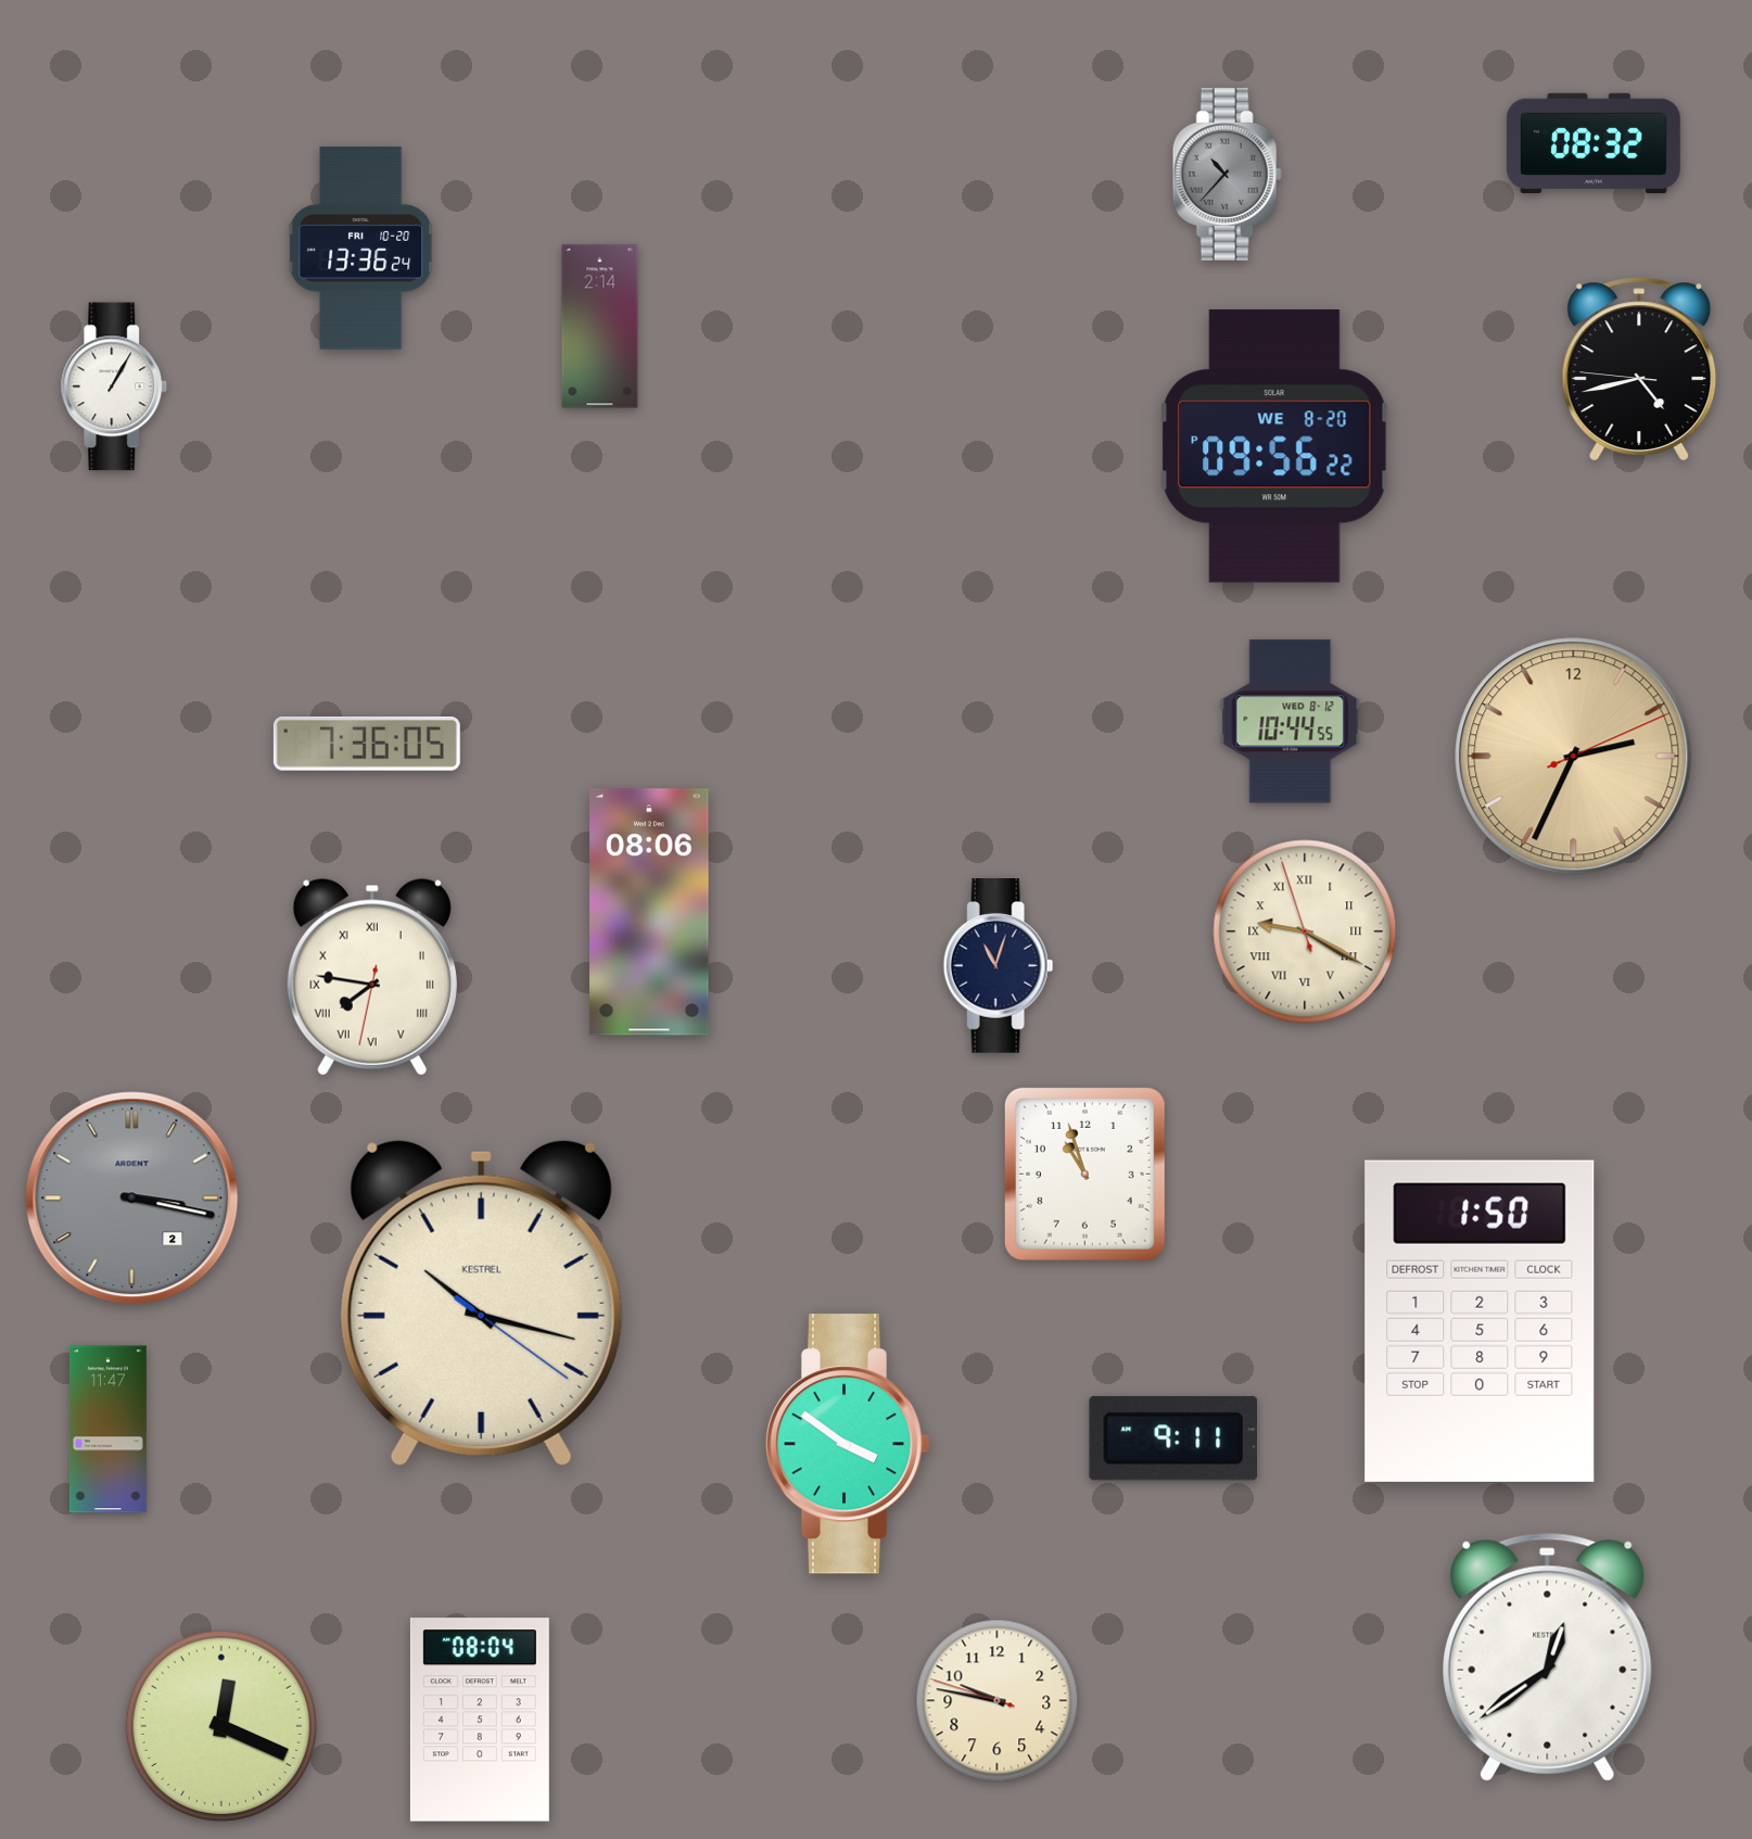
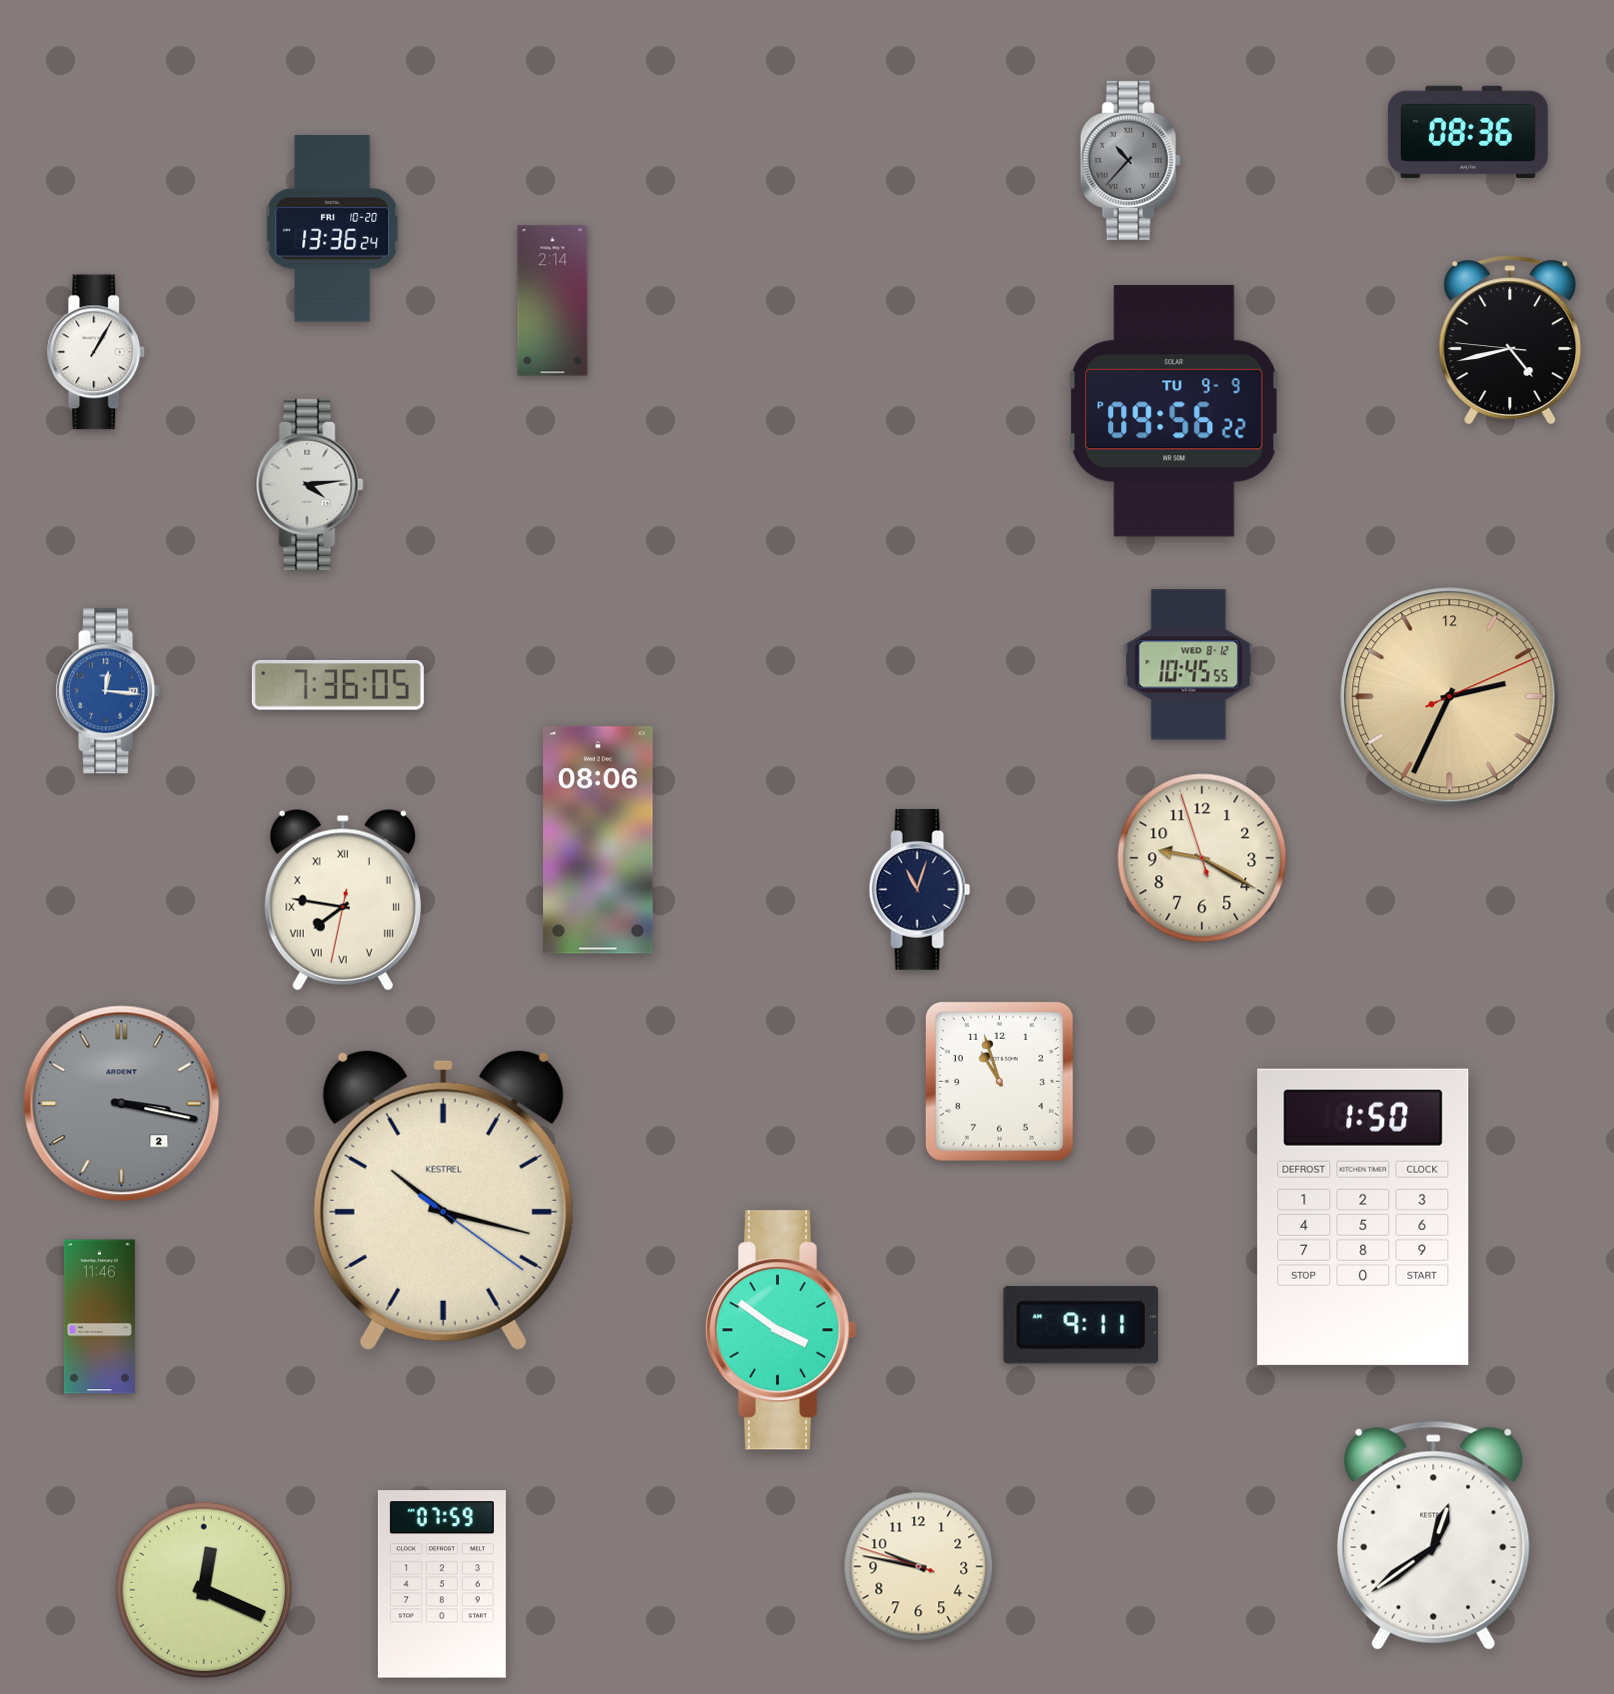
clock at (1594, 143): 08:32 -> 08:36
clock at (114, 386) position: (114, 386) -> (96, 352)
clock at (1275, 446) date: WE 8-20 -> TU 9-9
clock at (310, 484): none -> 4:14
clock at (1291, 722): 10:44 -> 10:45
clock at (108, 691): none -> 12:16
clock at (1305, 931) numerals: Roman -> Arabic
clock at (107, 1430): 11:47 -> 11:46
clock at (1548, 1657) position: (1548, 1657) -> (1434, 1535)
clock at (480, 1720): 08:04 -> 07:59
